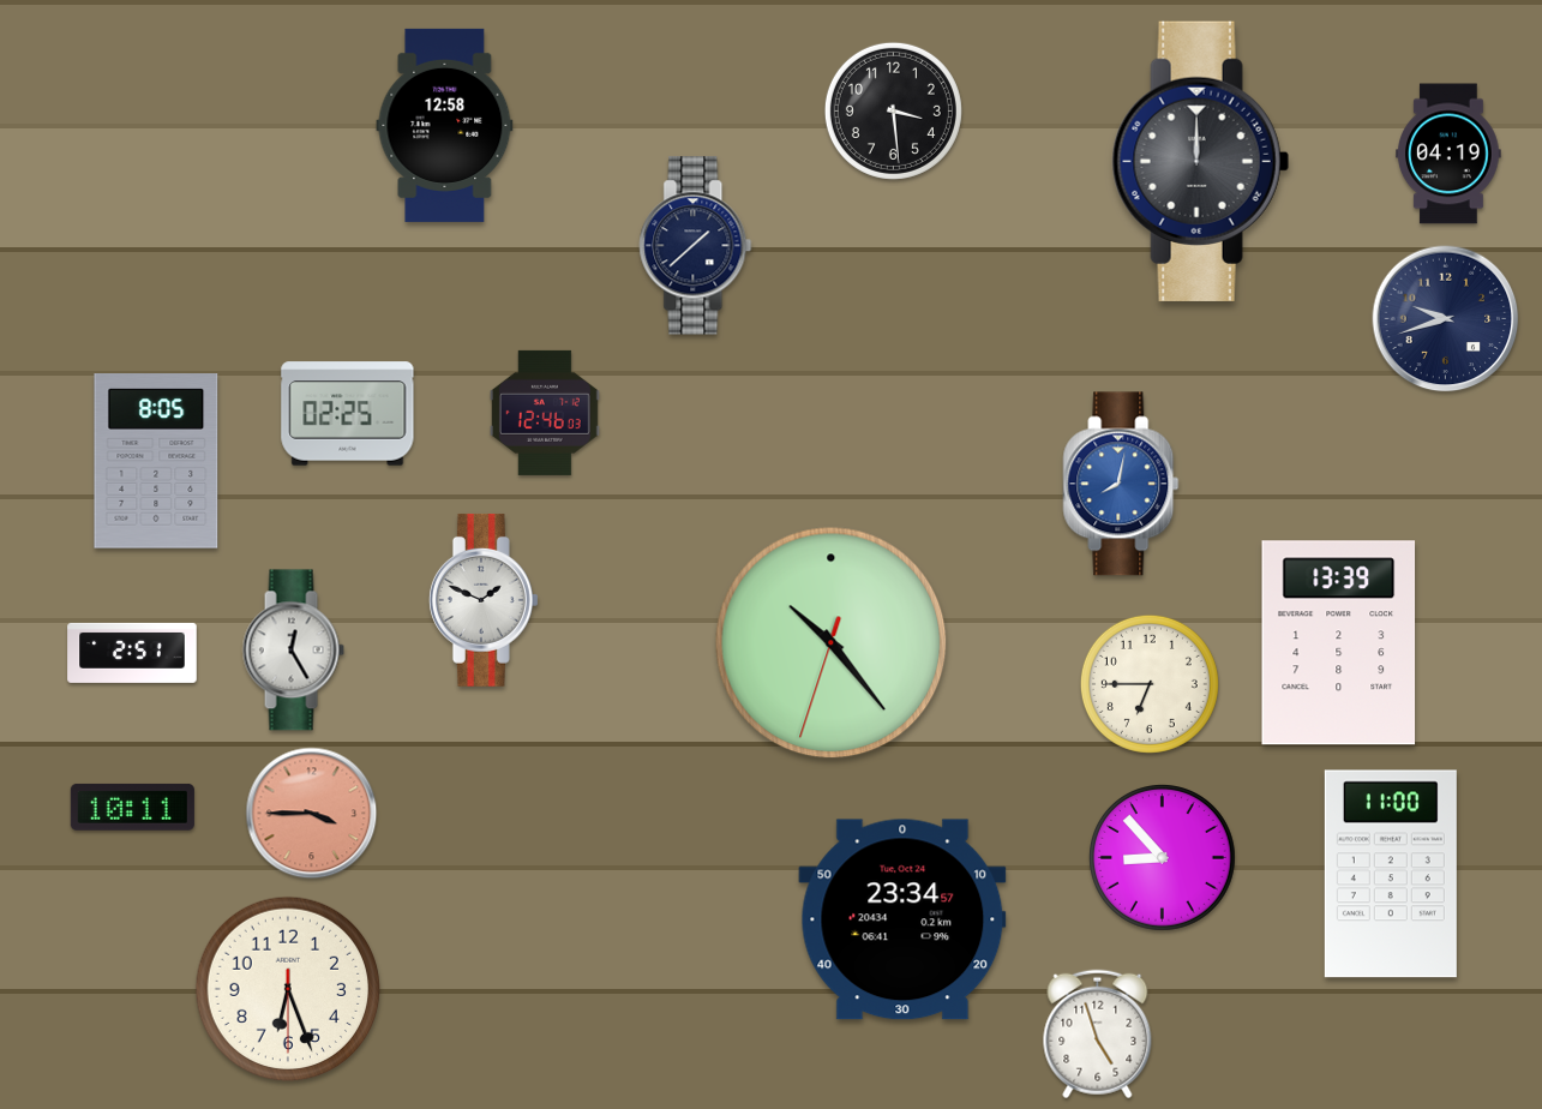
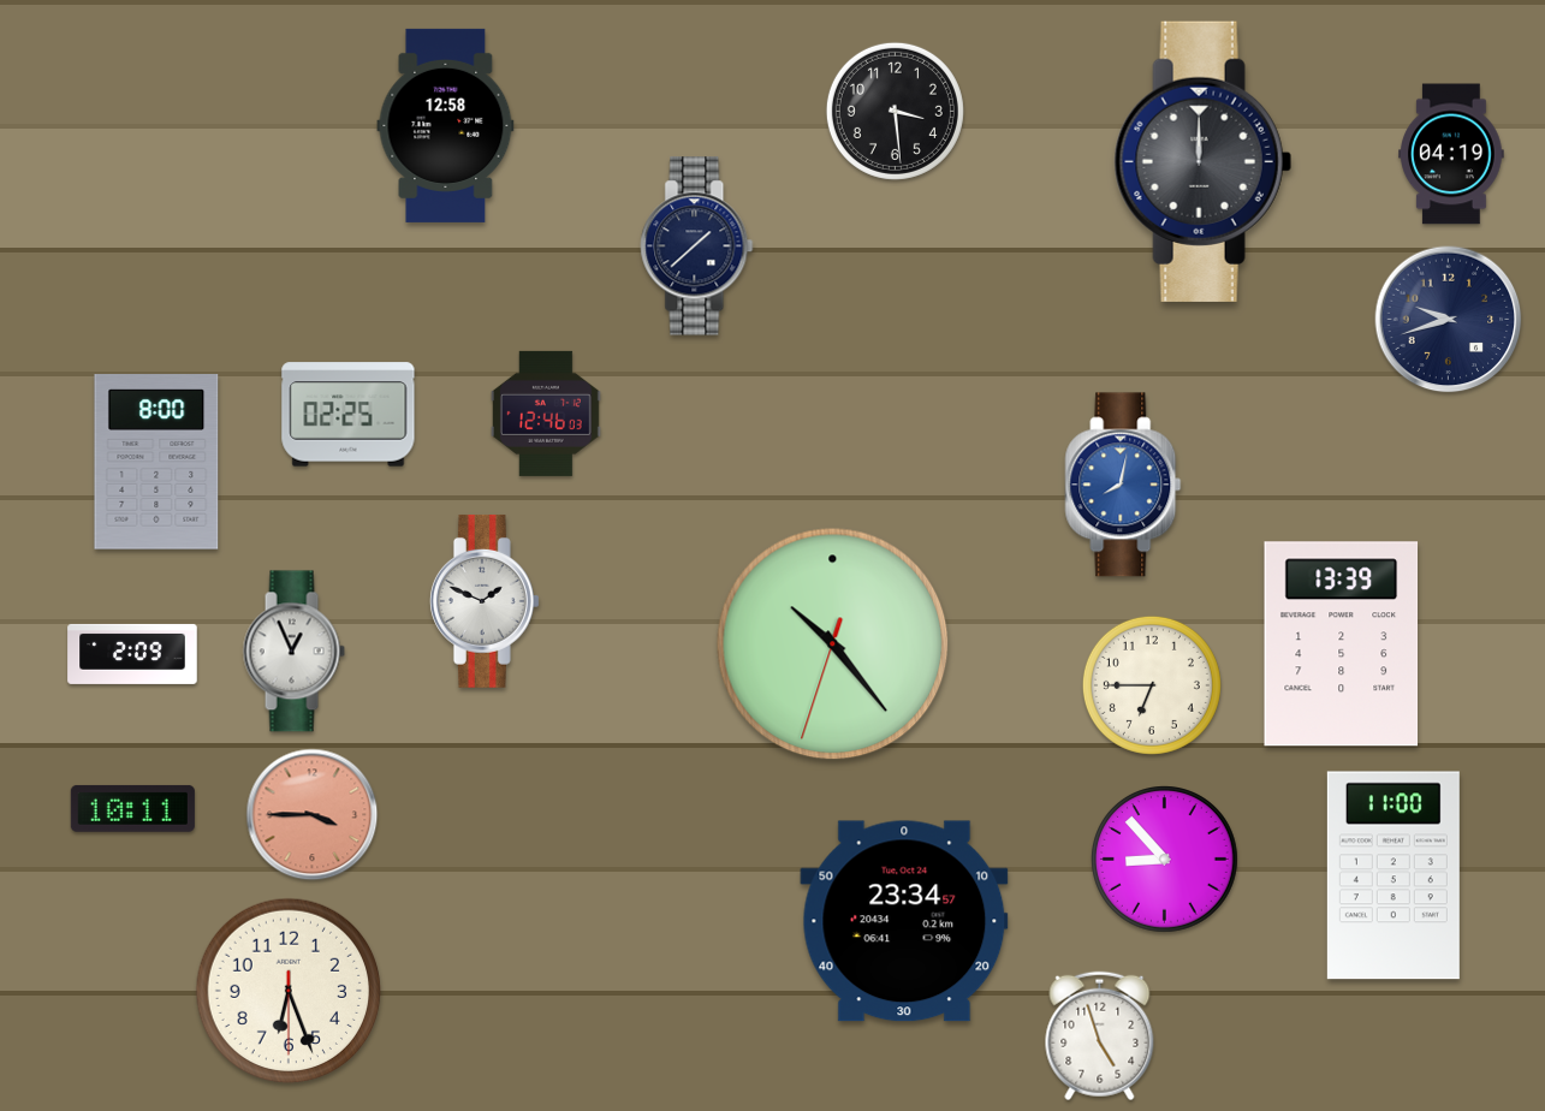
clock at (156, 461): 8:05 -> 8:00
clock at (293, 651): 12:25 -> 12:56
clock at (132, 653): 2:51 -> 2:09
